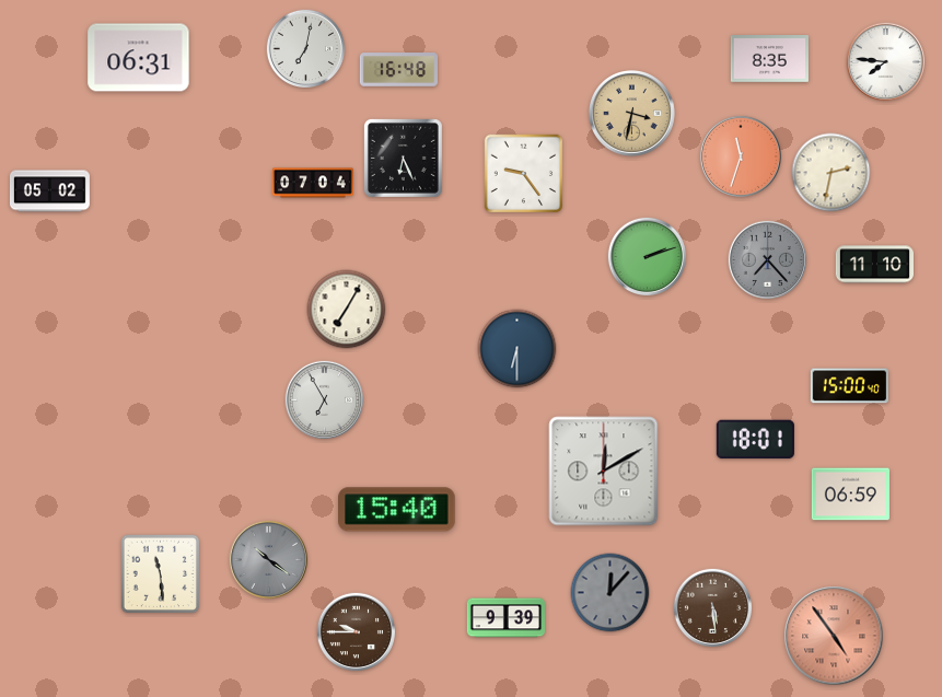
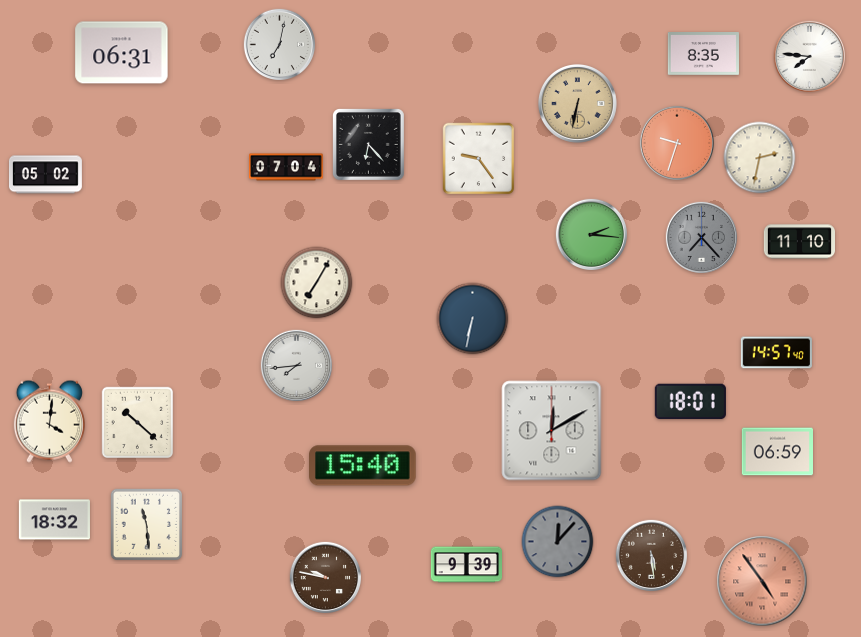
clock at (139, 58) position: (139, 58) -> (122, 53)
clock at (398, 70): 16:48 -> none
clock at (631, 113): 3:32 -> 6:32
clock at (741, 156): 11:33 -> 9:33
clock at (403, 158): 6:26 -> 6:23
clock at (647, 256): 2:12 -> 2:16
clock at (517, 349): 6:30 -> 6:32
clock at (849, 386): 15:00 -> 14:57
clock at (324, 399): 6:55 -> 7:44
clock at (49, 421): none -> 4:01
clock at (138, 423): none -> 10:22
clock at (268, 559): 10:21 -> none
clock at (54, 520): none -> 18:32
clock at (505, 618) position: (505, 618) -> (466, 565)
clock at (356, 631): 9:45 -> 9:47
